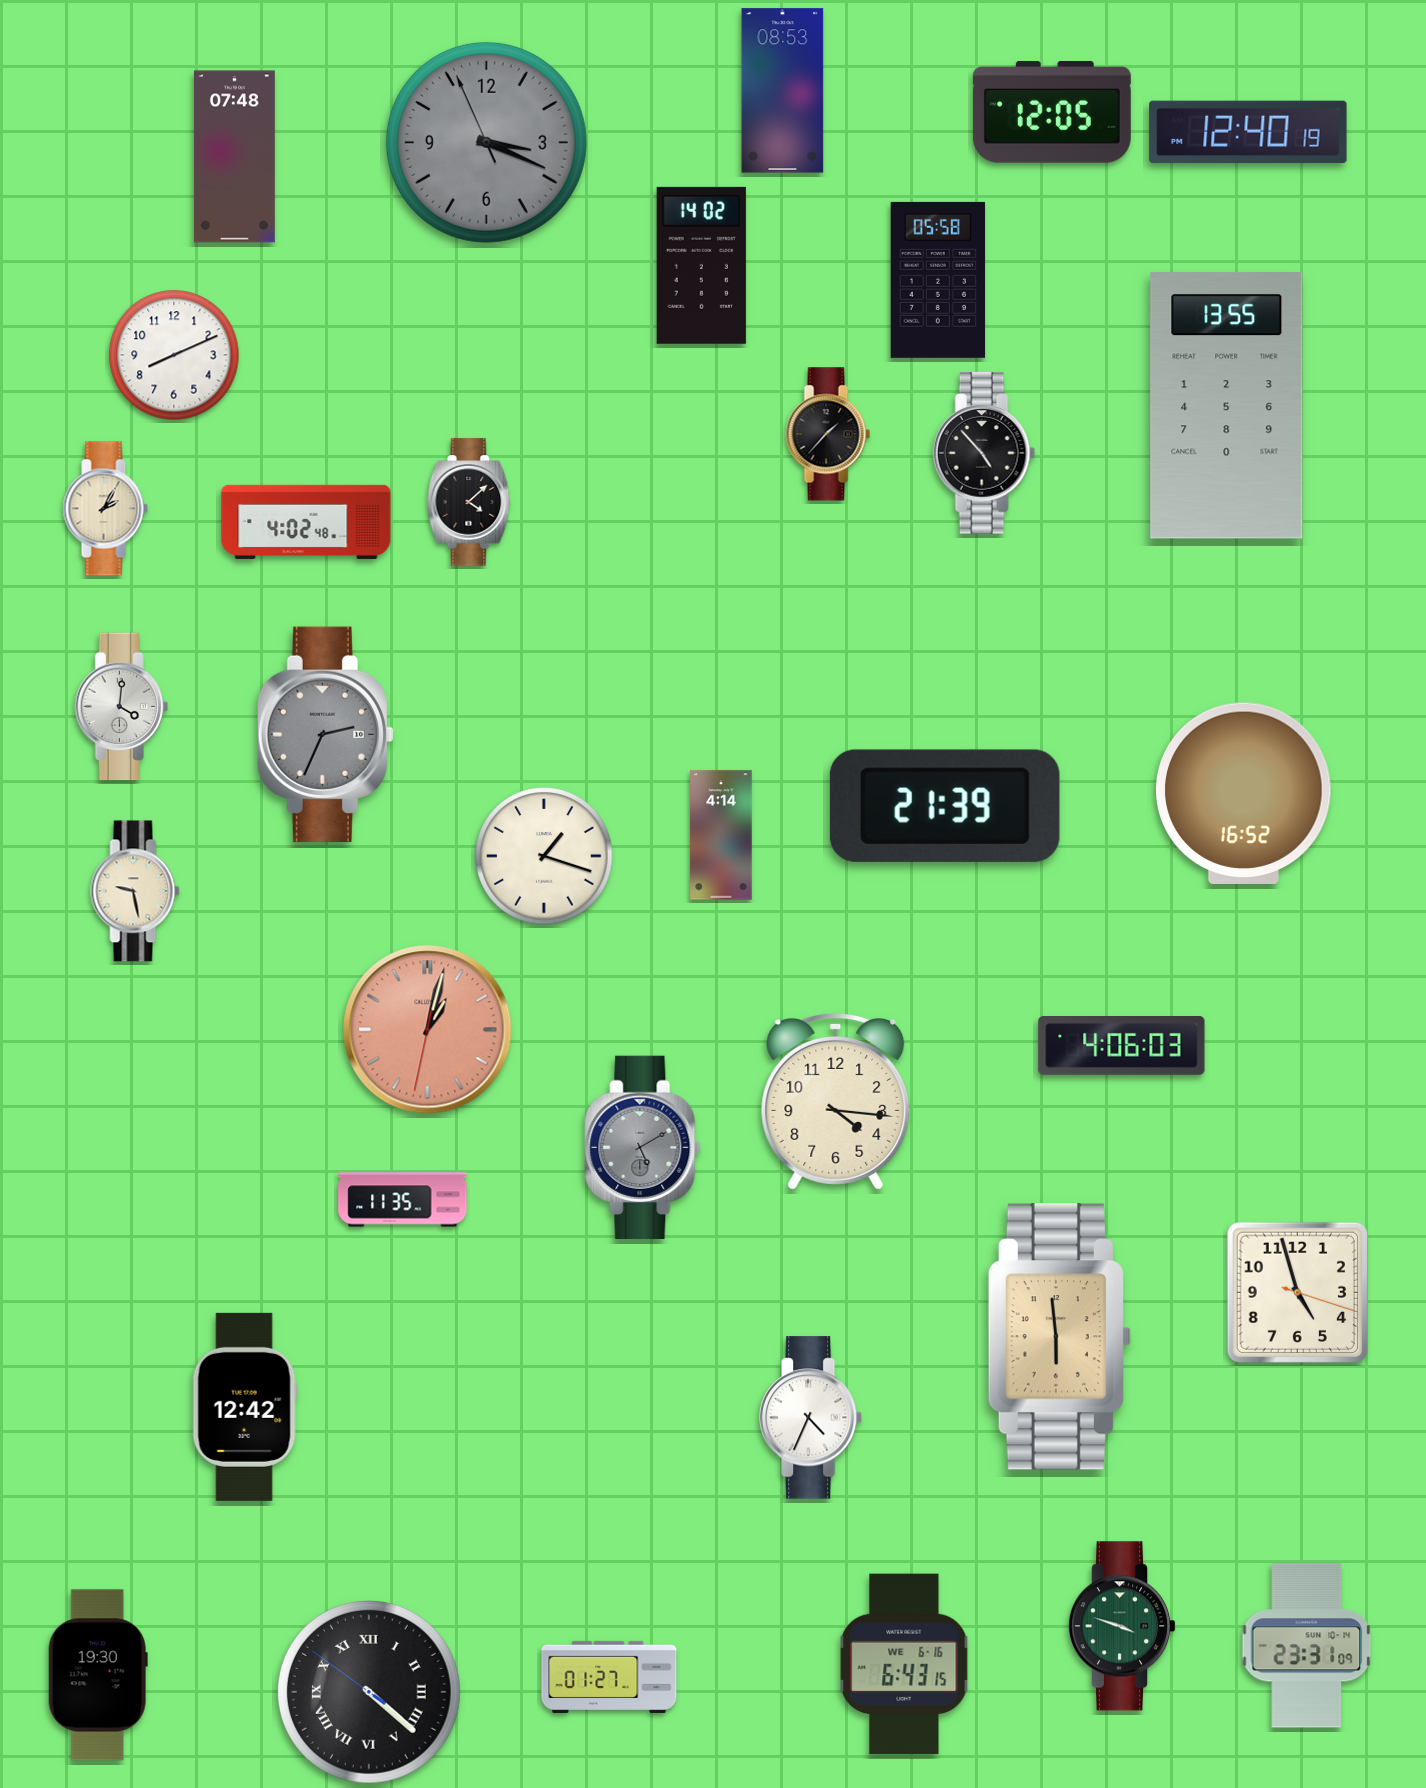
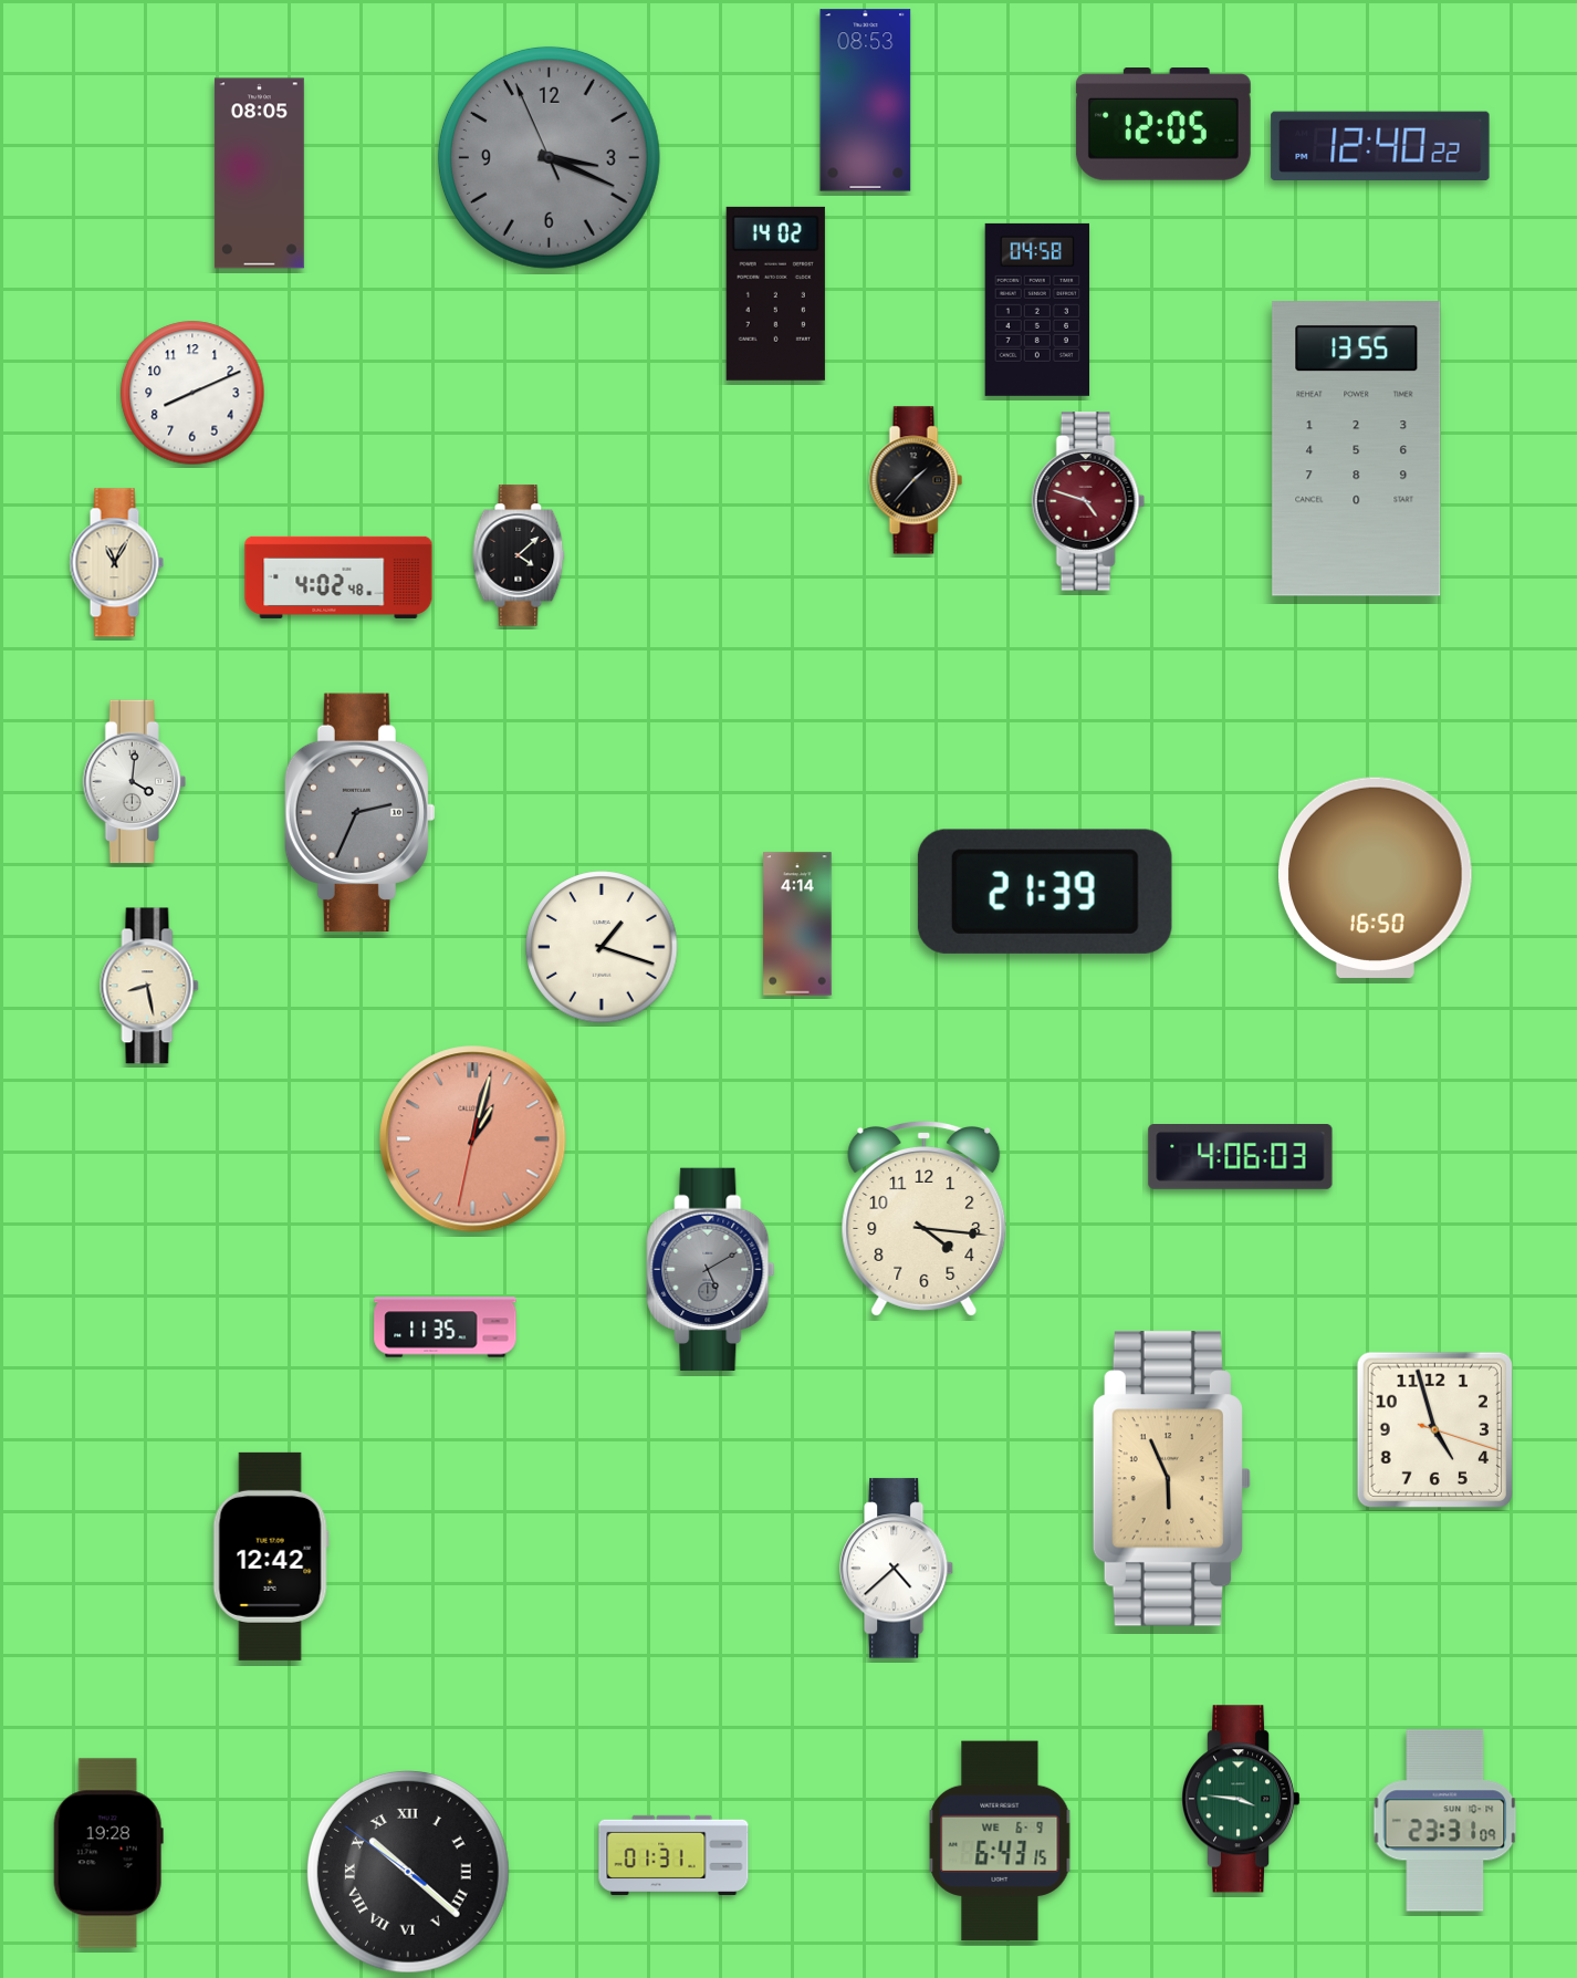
clock at (1248, 131): 12:40:19 -> 12:40:22
clock at (486, 142) position: (486, 142) -> (549, 157)
clock at (234, 157): 07:48 -> 08:05
clock at (938, 280): 05:58 -> 04:58
clock at (984, 453): 4:53 -> 4:48
clock at (984, 453) dial: black -> burgundy
clock at (105, 509): 2:05 -> 11:05
clock at (1244, 793): 16:52 -> 16:50
clock at (135, 891): 9:28 -> 8:28
clock at (1059, 1337): 5:59 -> 5:56
clock at (811, 1418): 4:34 -> 4:38
clock at (1123, 1626): 3:48 -> 3:46
clock at (904, 1664) date: WE 6-16 -> WE 6-9
clock at (98, 1675): 19:30 -> 19:28
clock at (609, 1677): 01:27 -> 01:31
clock at (369, 1692): 4:21 -> 10:21
